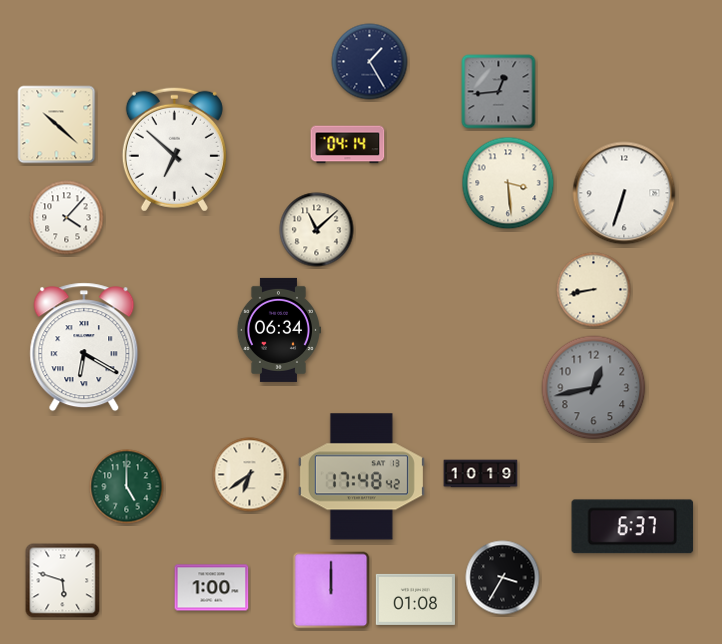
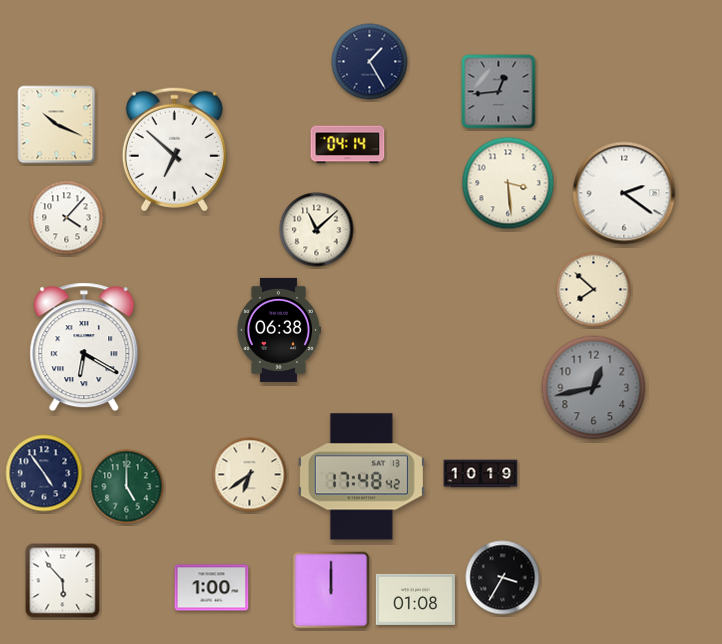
clock at (57, 125): 10:22 -> 10:19
clock at (624, 193): 6:33 -> 2:21
clock at (594, 290): 8:43 -> 7:52
clock at (278, 330): 06:34 -> 06:38
clock at (44, 473): none -> 4:54
clock at (633, 527): 6:37 -> none
clock at (63, 581): 5:48 -> 5:53
